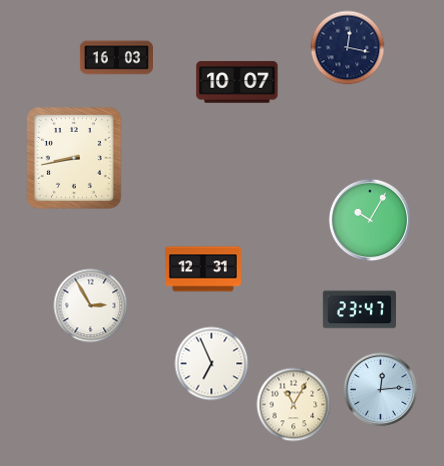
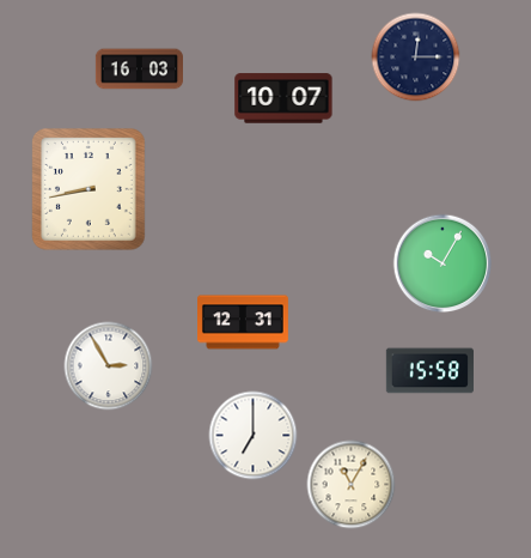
clock at (348, 48): 12:17 -> 12:15
clock at (359, 310): 23:47 -> 15:58
clock at (212, 364): 6:56 -> 7:00
clock at (381, 390): 12:14 -> none
